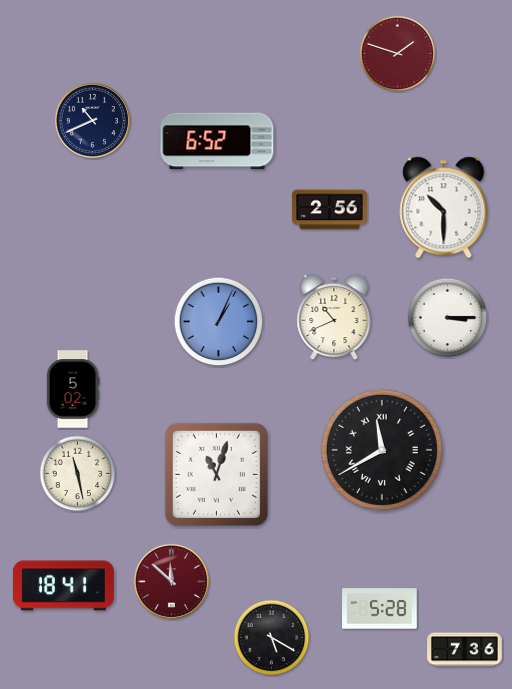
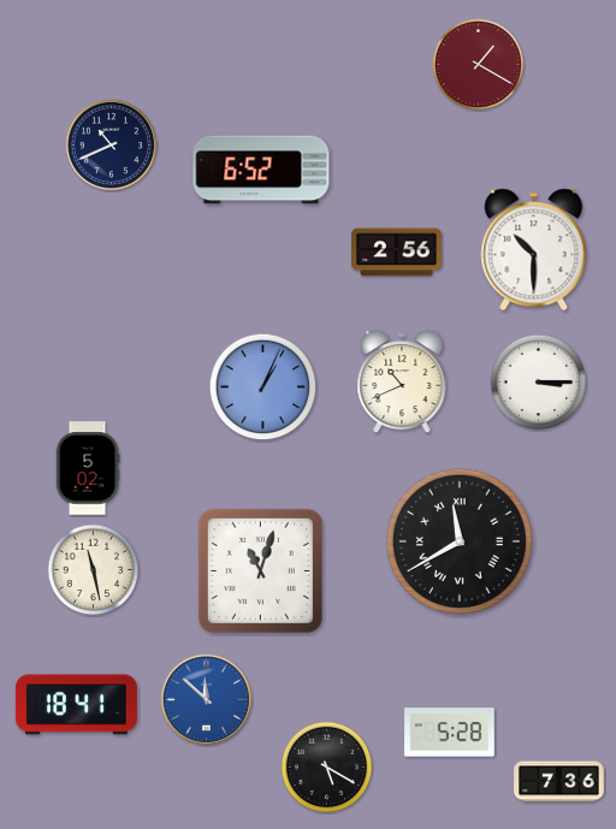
clock at (398, 54): 1:48 -> 1:20
clock at (171, 581) dial: burgundy -> blue
clock at (380, 609) position: (380, 609) -> (450, 733)
